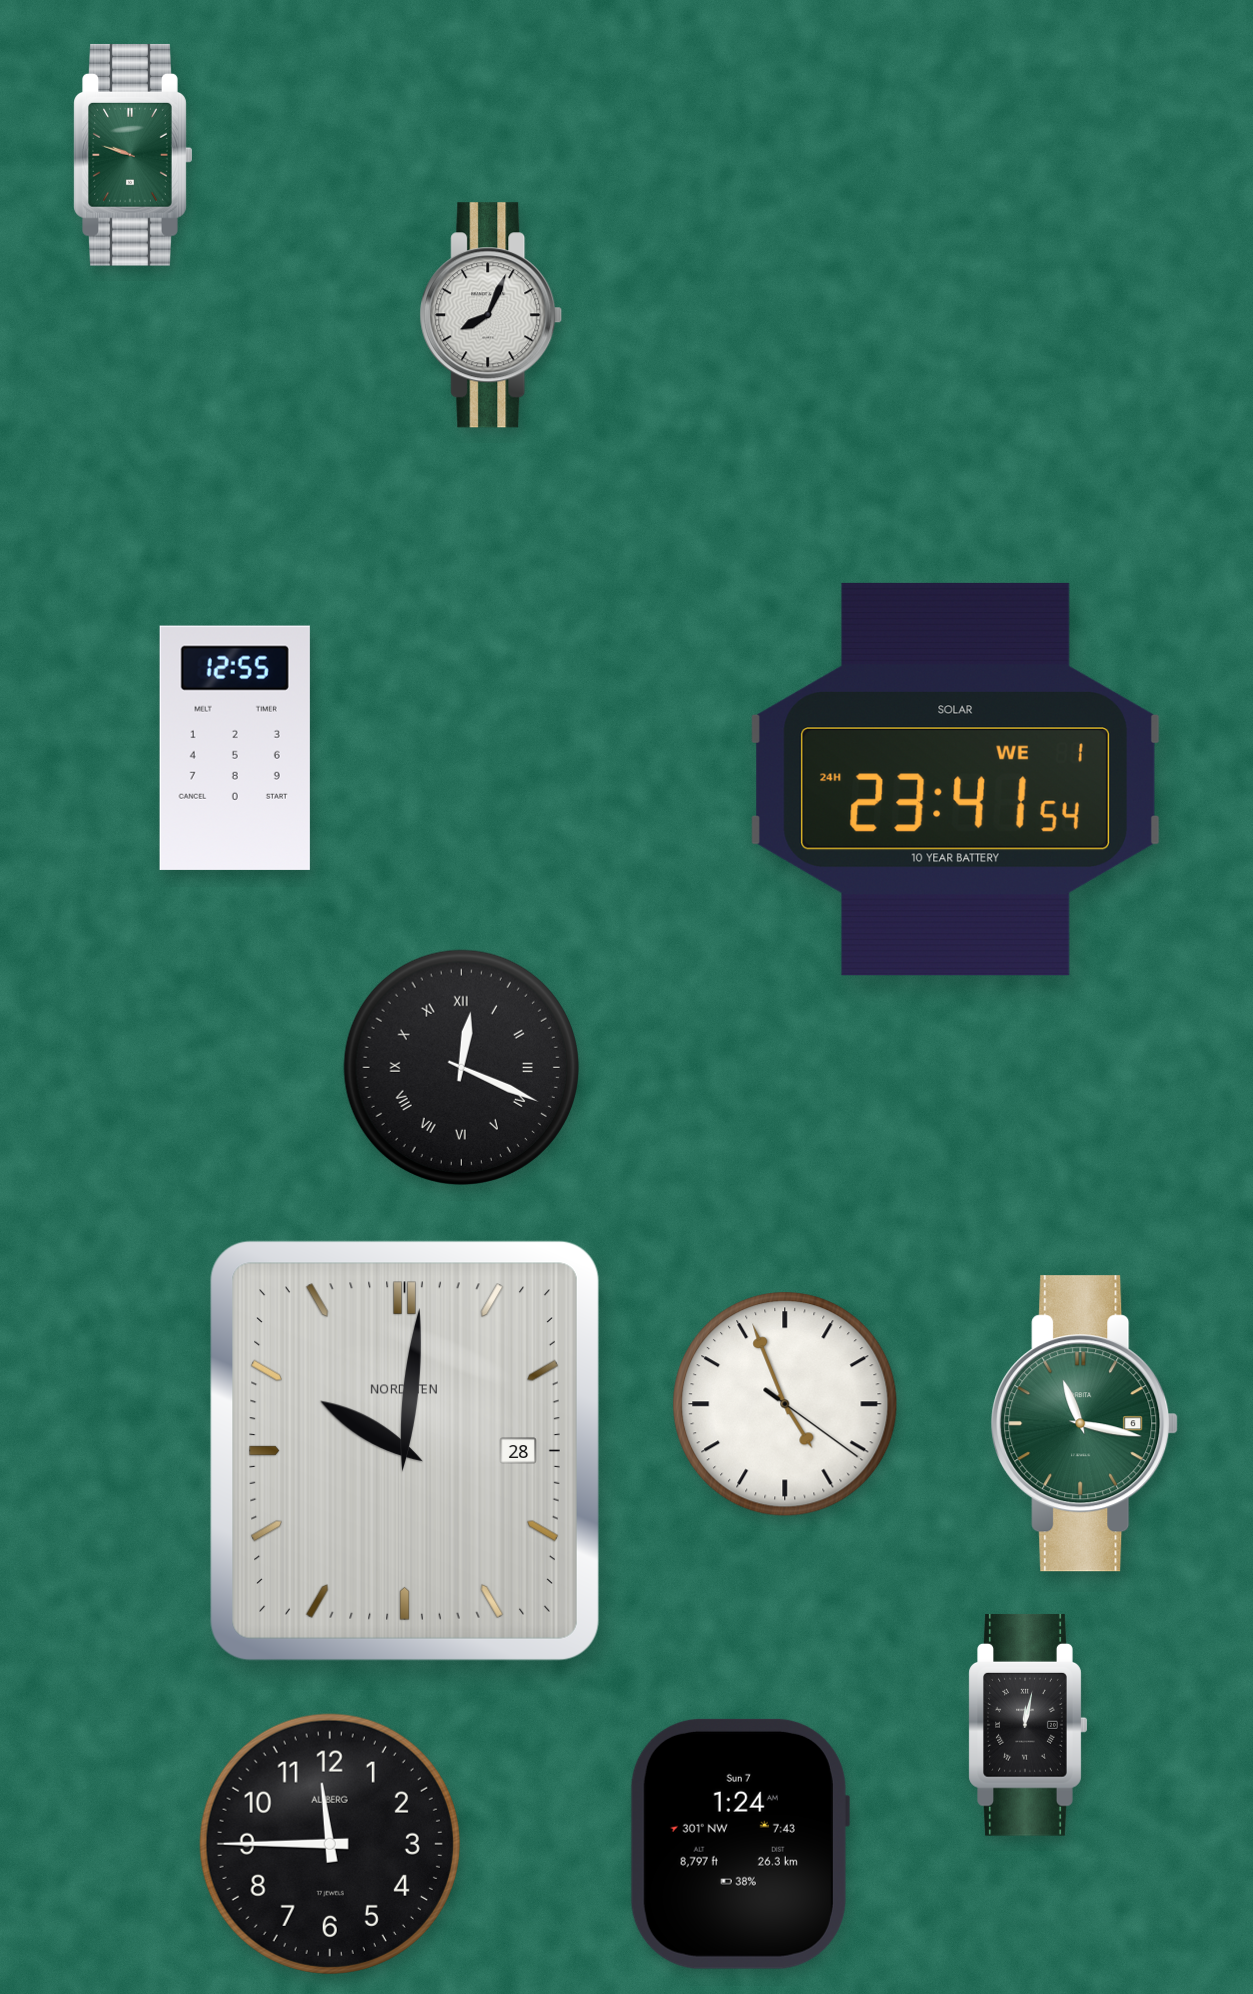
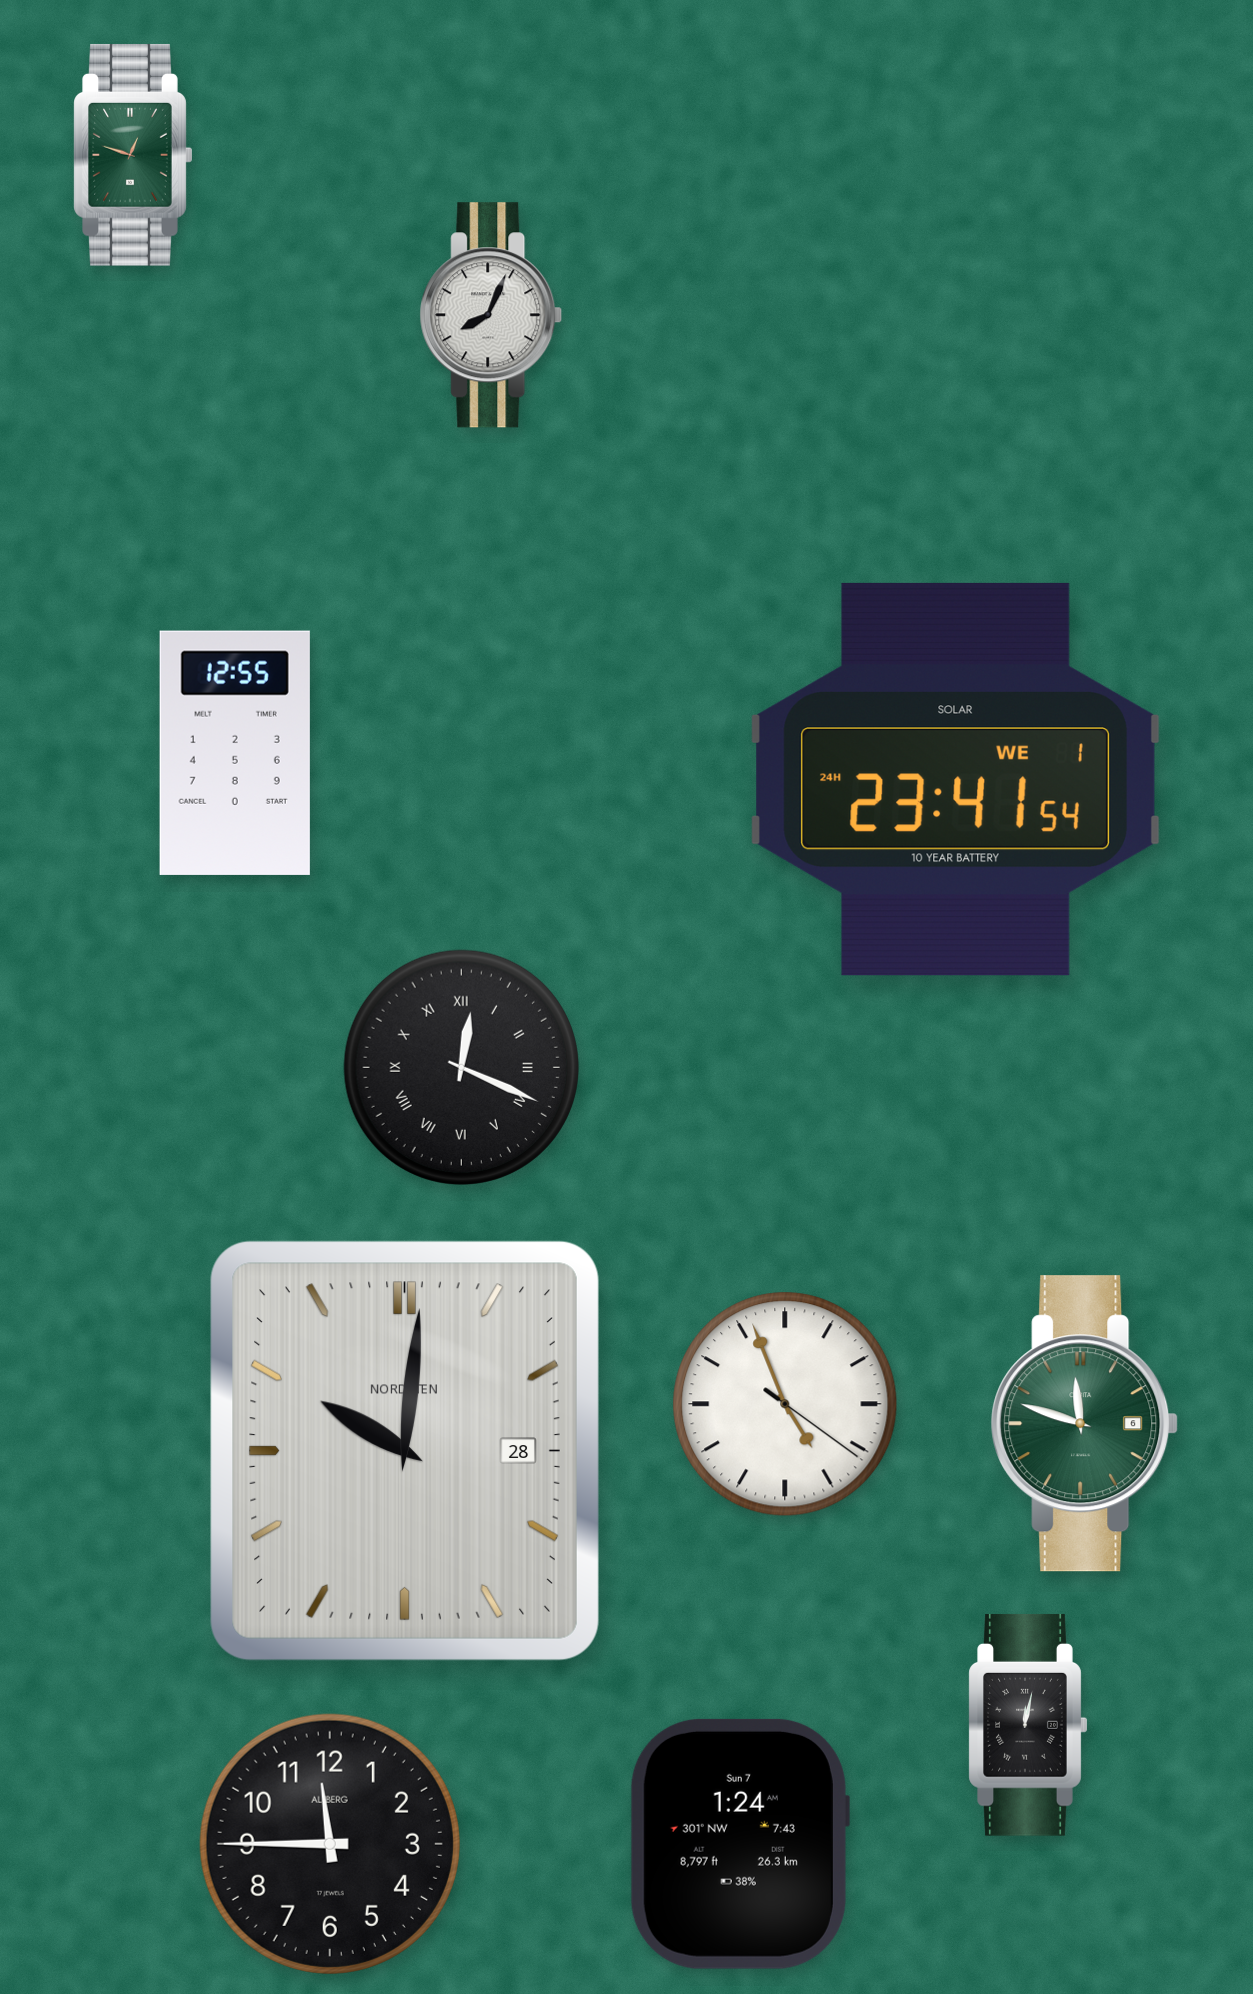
clock at (133, 155): 9:48 -> 12:48
clock at (235, 748) position: (235, 748) -> (235, 753)
clock at (1085, 1424): 11:17 -> 11:48
